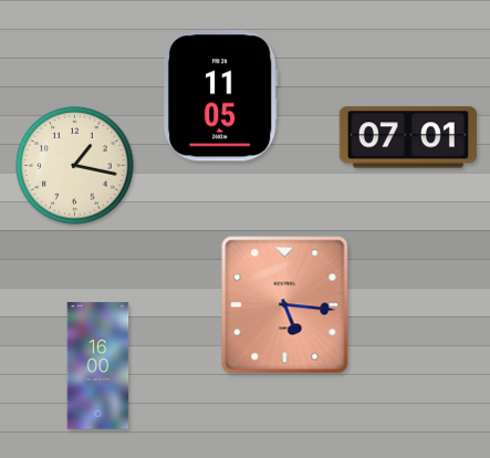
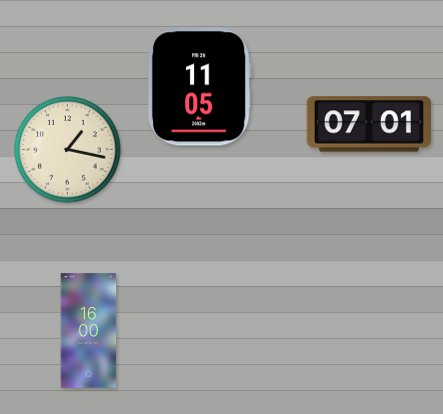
clock at (285, 305): 5:16 -> none
